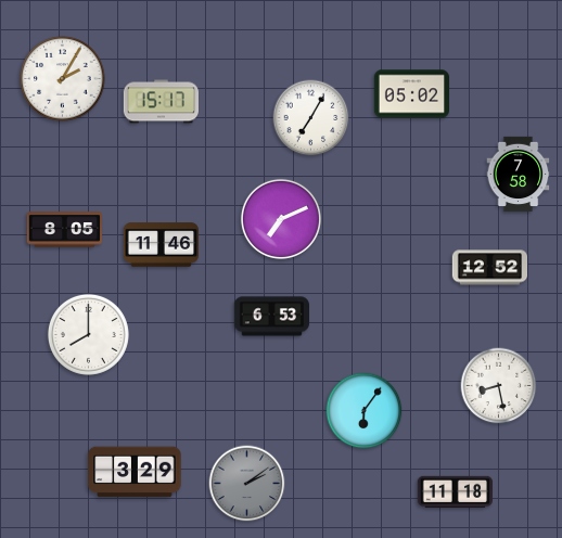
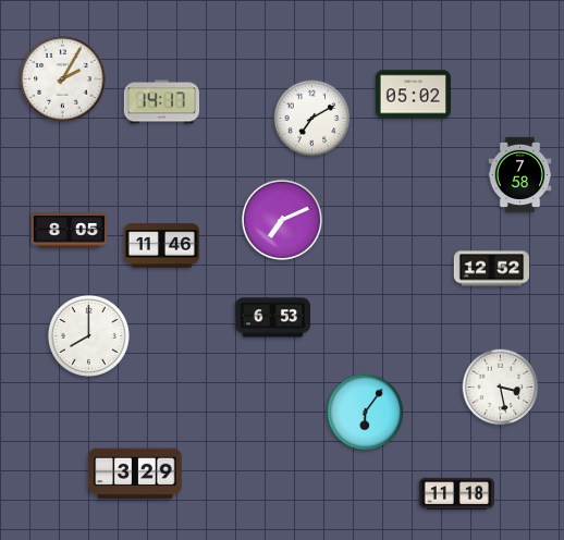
clock at (161, 102): 15:17 -> 14:17
clock at (311, 118): 7:05 -> 7:10
clock at (65, 230) position: (65, 230) -> (70, 231)
clock at (499, 386): 8:28 -> 3:28
clock at (247, 484): 2:09 -> none
